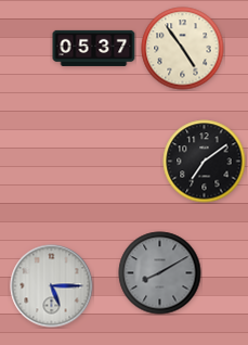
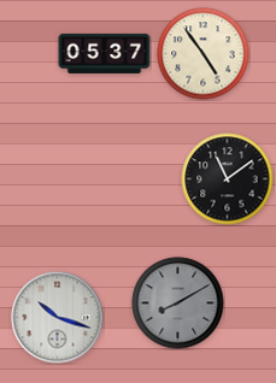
clock at (205, 162): 7:09 -> 11:09
clock at (52, 286): 5:15 -> 10:18
